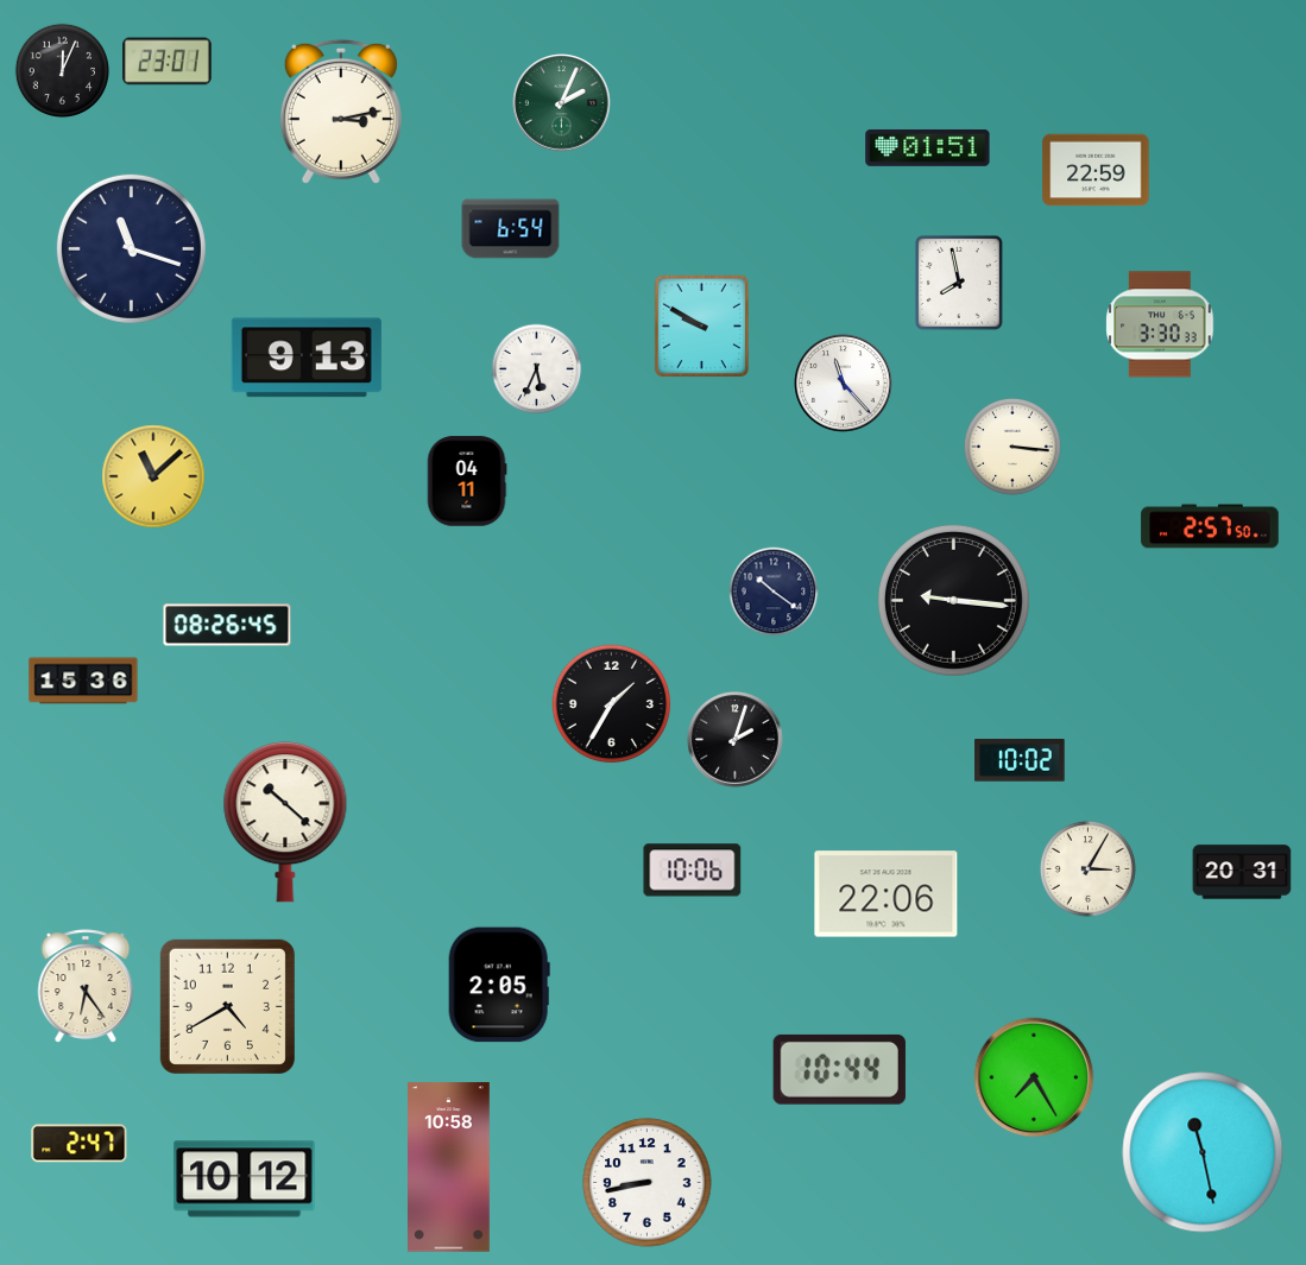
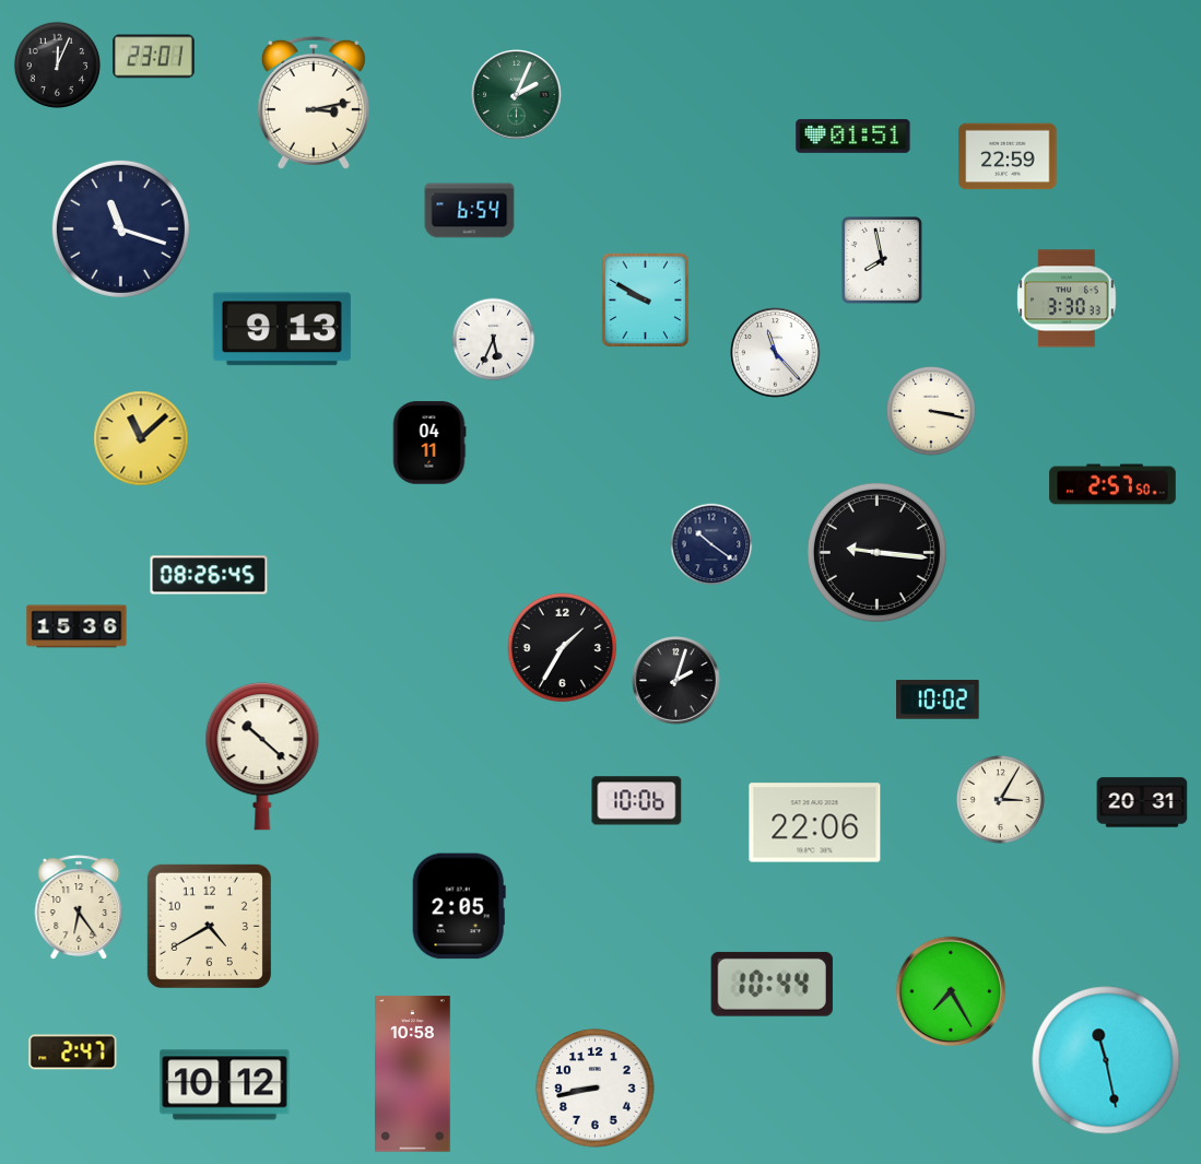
clock at (1012, 447): 3:16 -> 3:17
